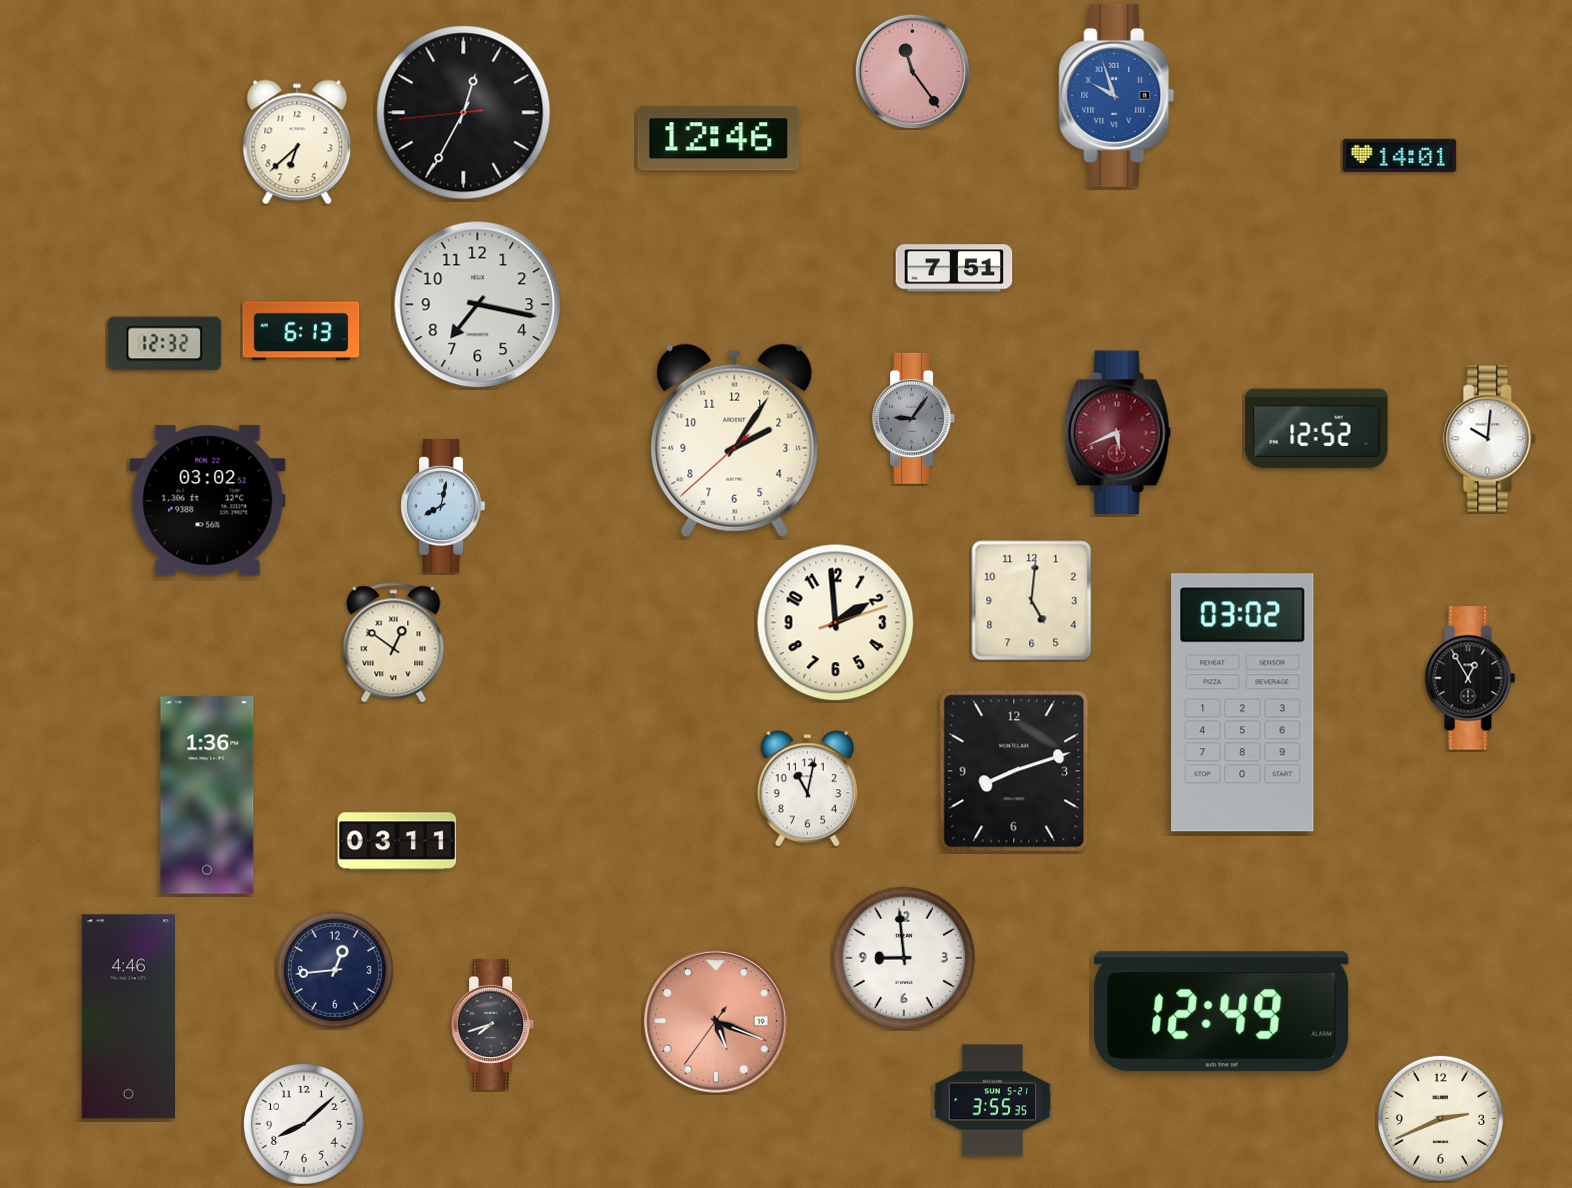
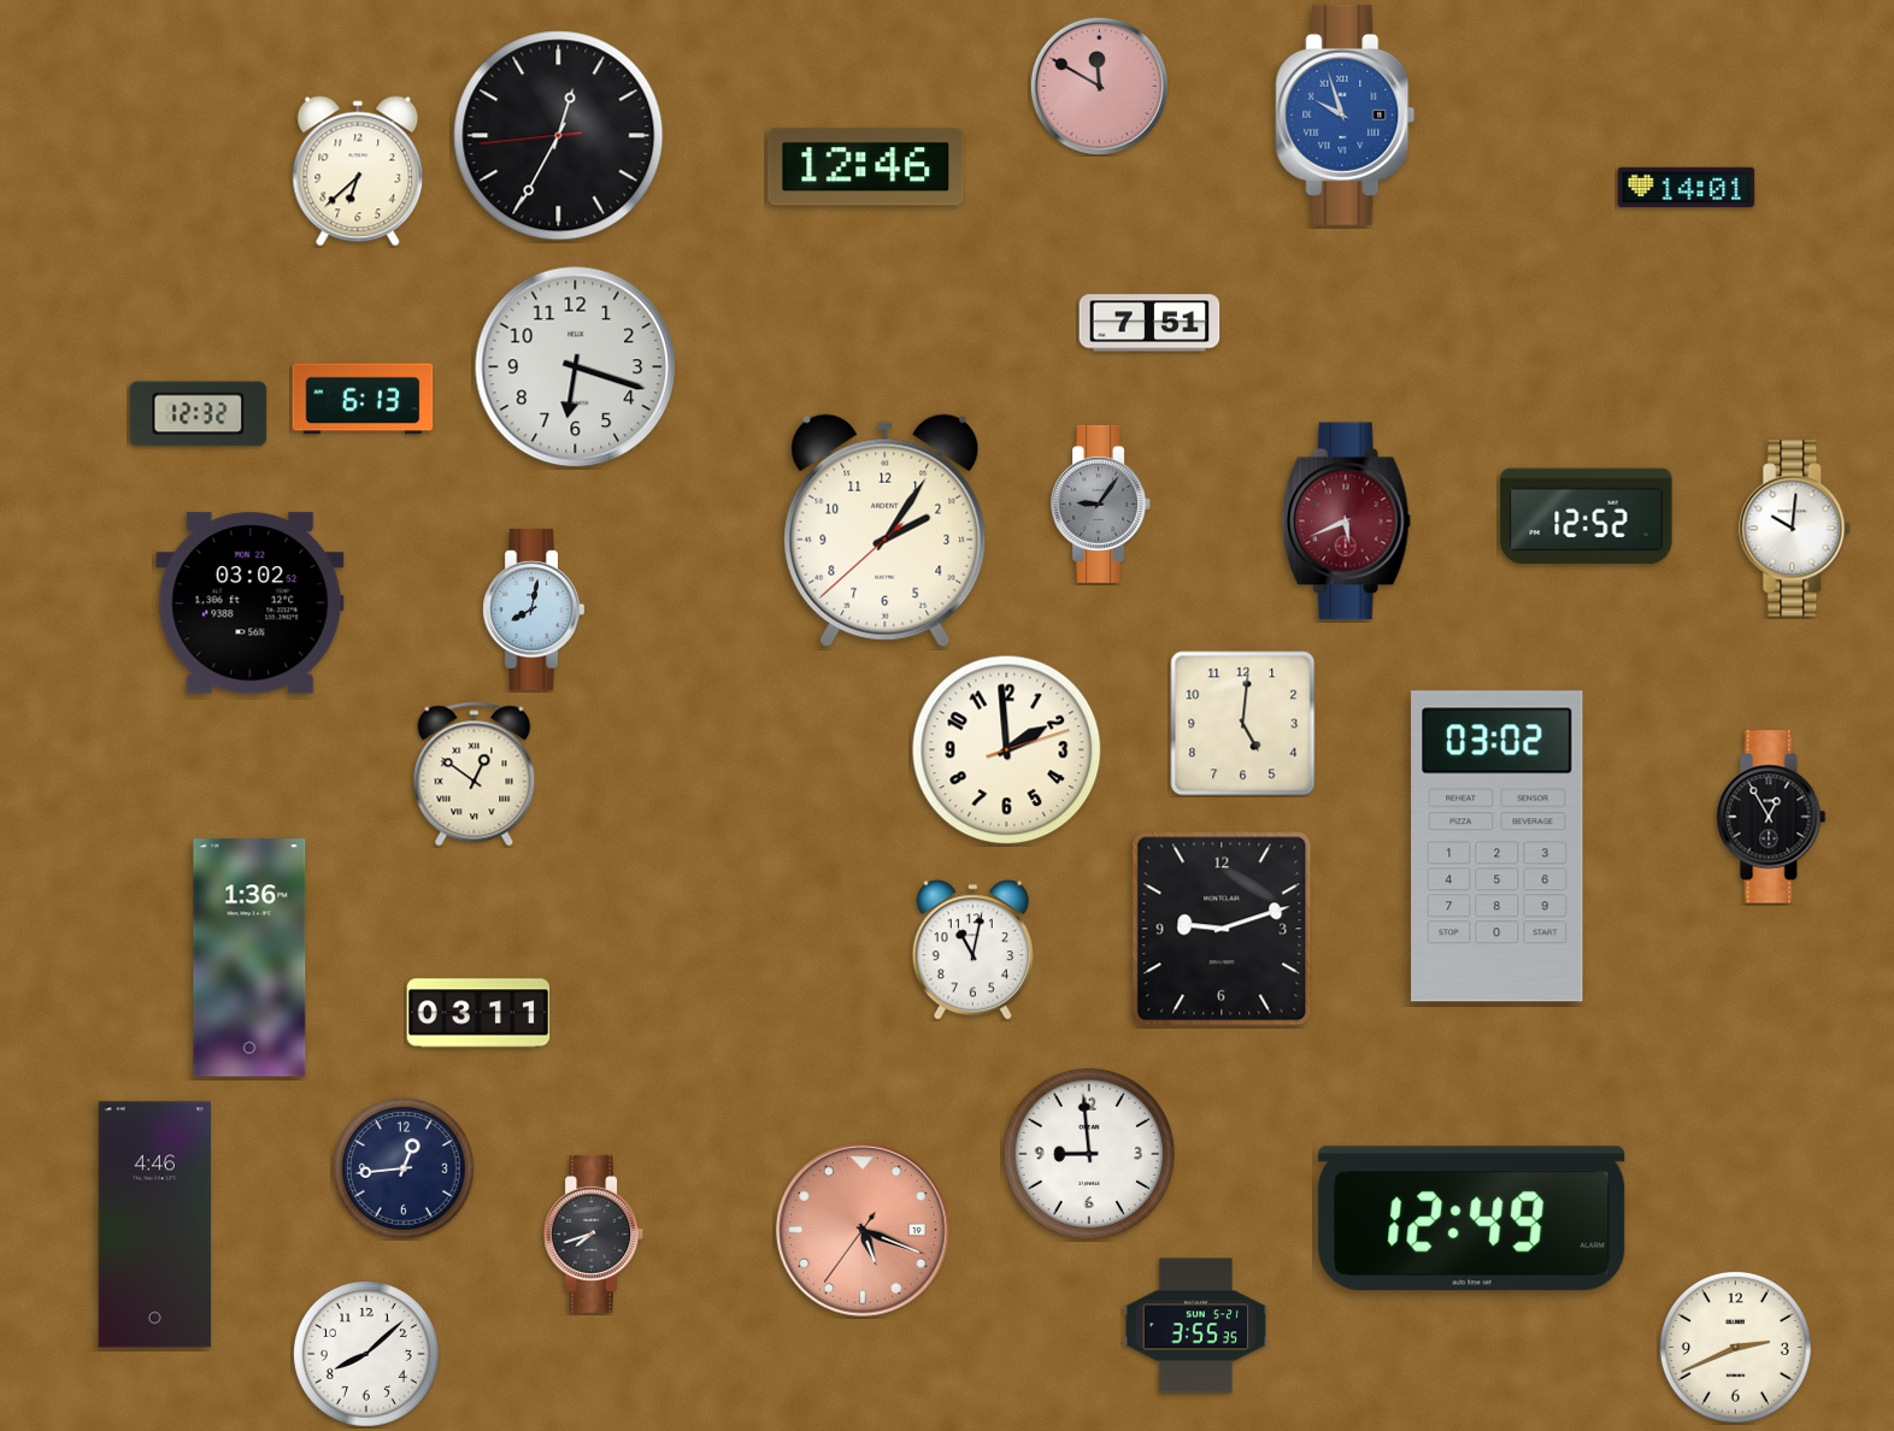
clock at (912, 71): 11:24 -> 11:50
clock at (478, 305): 7:17 -> 6:18
clock at (1014, 771): 8:12 -> 9:12
